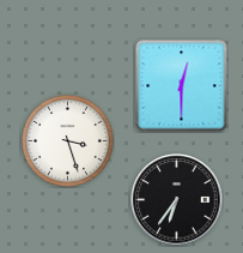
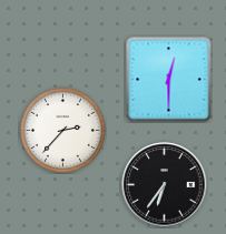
clock at (68, 141): 3:27 -> 2:37
